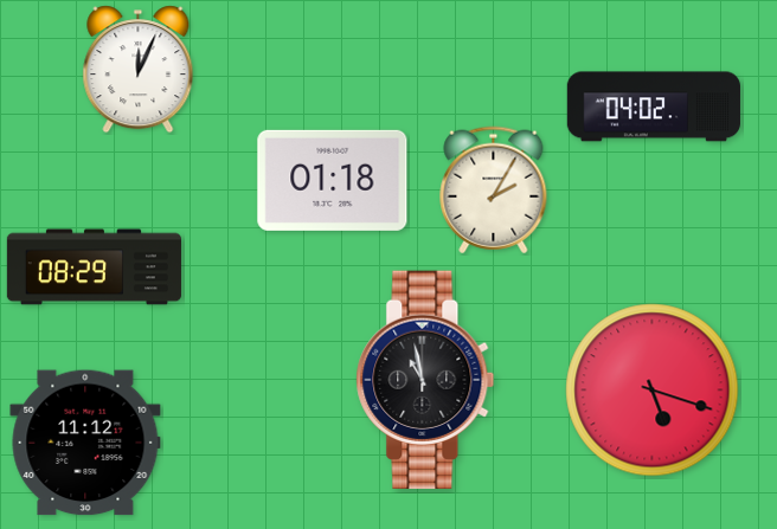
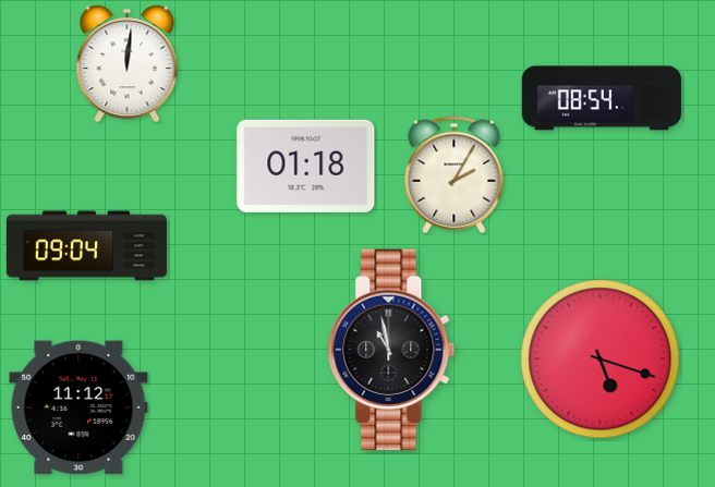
clock at (139, 70): 12:04 -> 12:01
clock at (654, 107): 04:02 -> 08:54
clock at (94, 267): 08:29 -> 09:04
